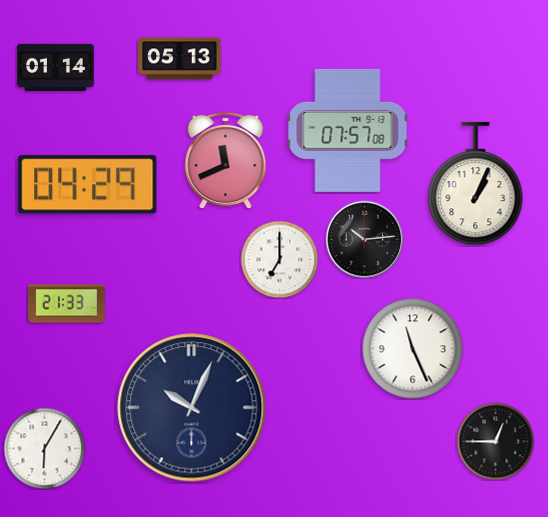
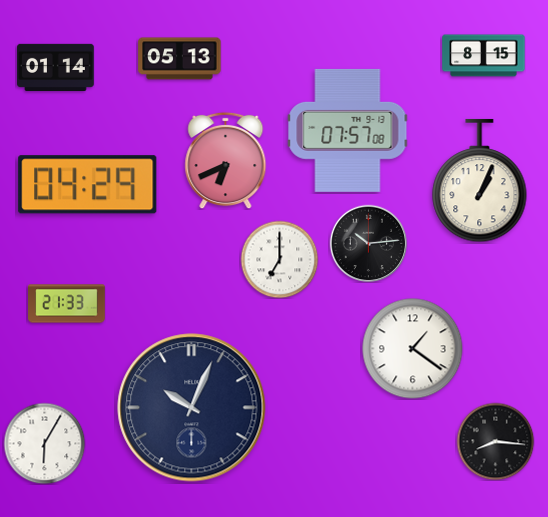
clock at (484, 56): none -> 8:15
clock at (226, 160): 11:41 -> 6:41
clock at (476, 184) position: (476, 184) -> (480, 181)
clock at (364, 239) position: (364, 239) -> (368, 243)
clock at (413, 349): 11:26 -> 1:21
clock at (495, 441): 12:45 -> 8:16
clock at (44, 448) position: (44, 448) -> (44, 443)
